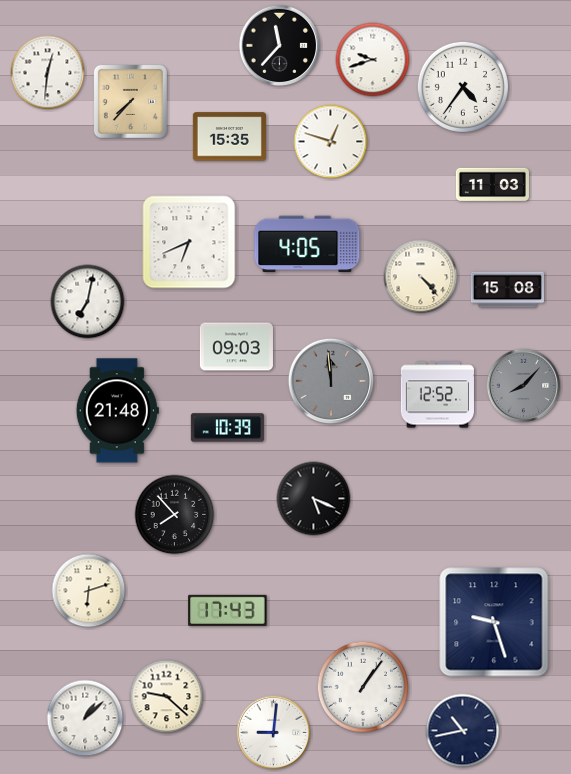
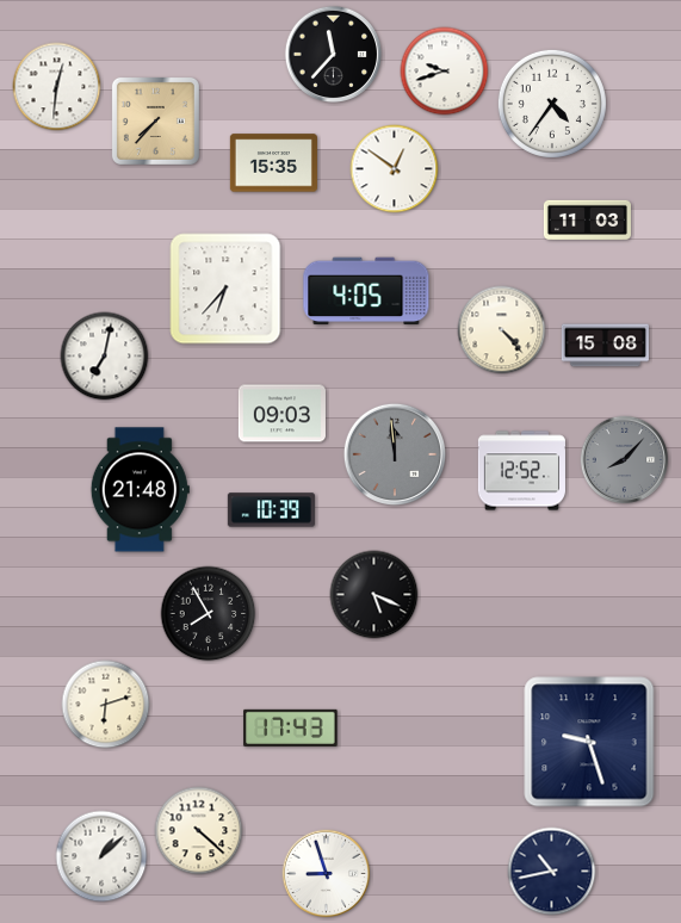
clock at (331, 142): 12:48 -> 12:51
clock at (189, 242): 6:41 -> 6:37
clock at (88, 302) position: (88, 302) -> (105, 357)
clock at (175, 515): 7:53 -> 7:55
clock at (228, 610) position: (228, 610) -> (291, 727)
clock at (363, 687): 1:06 -> none
clock at (167, 697): 9:22 -> 4:22
clock at (274, 733): 9:01 -> 8:57
